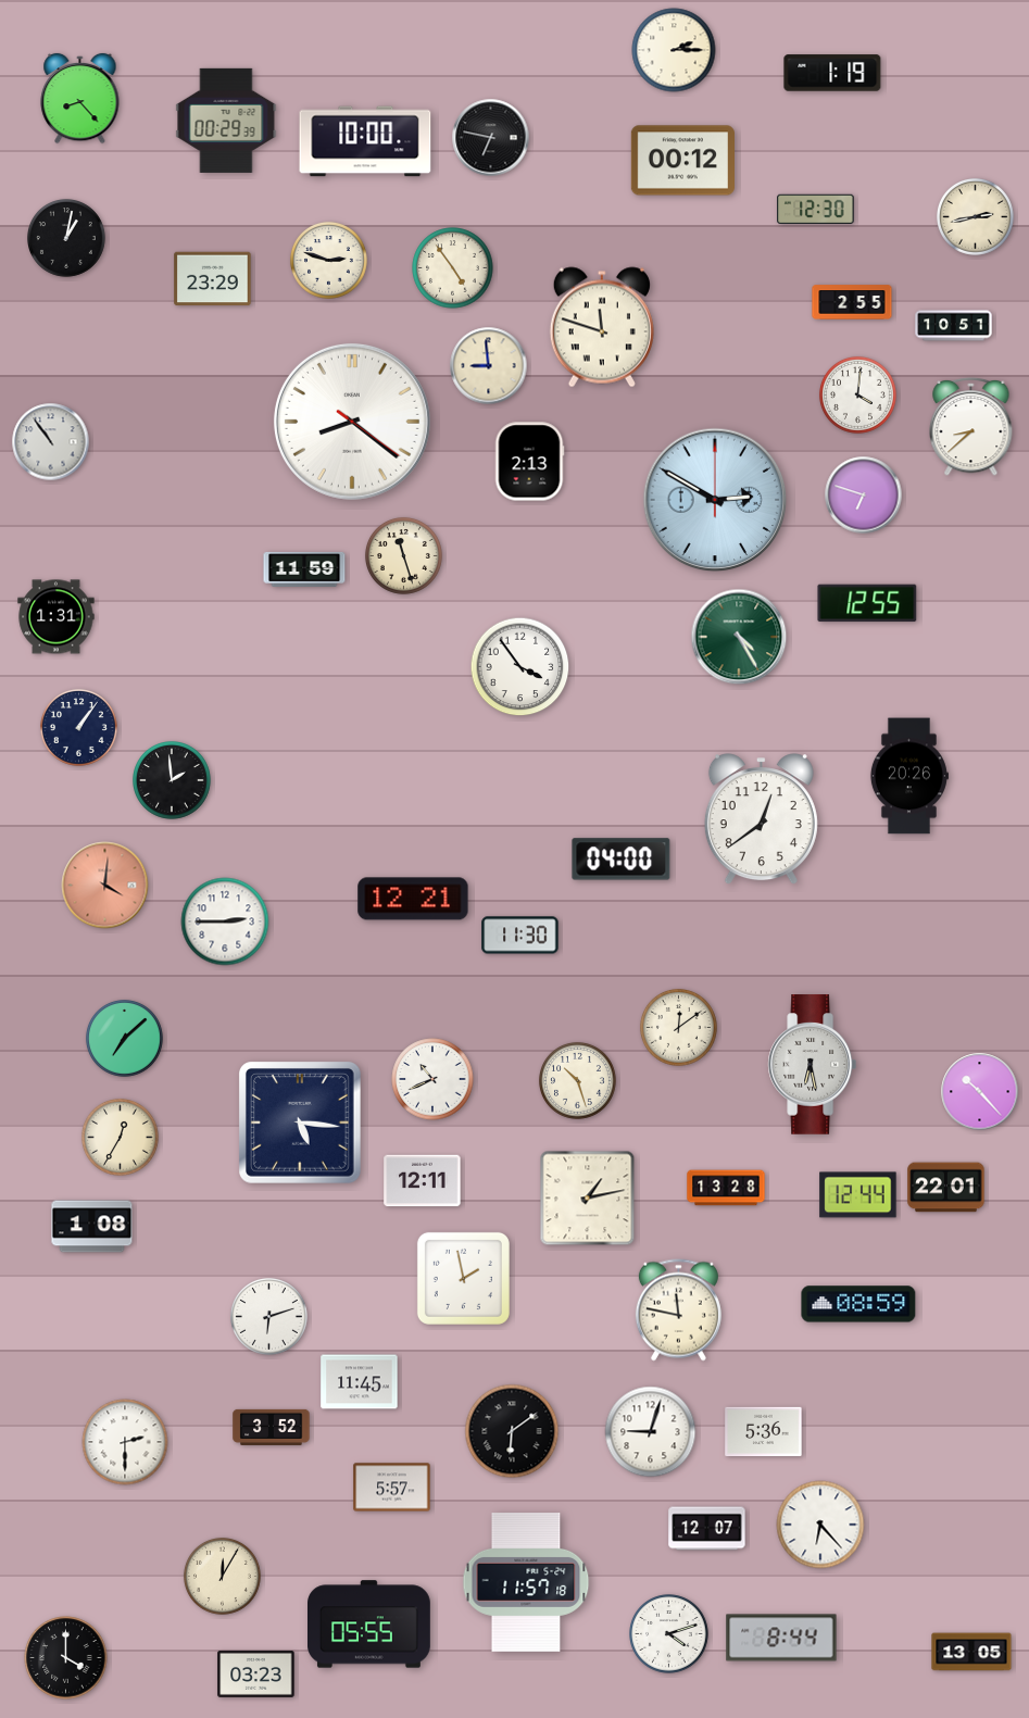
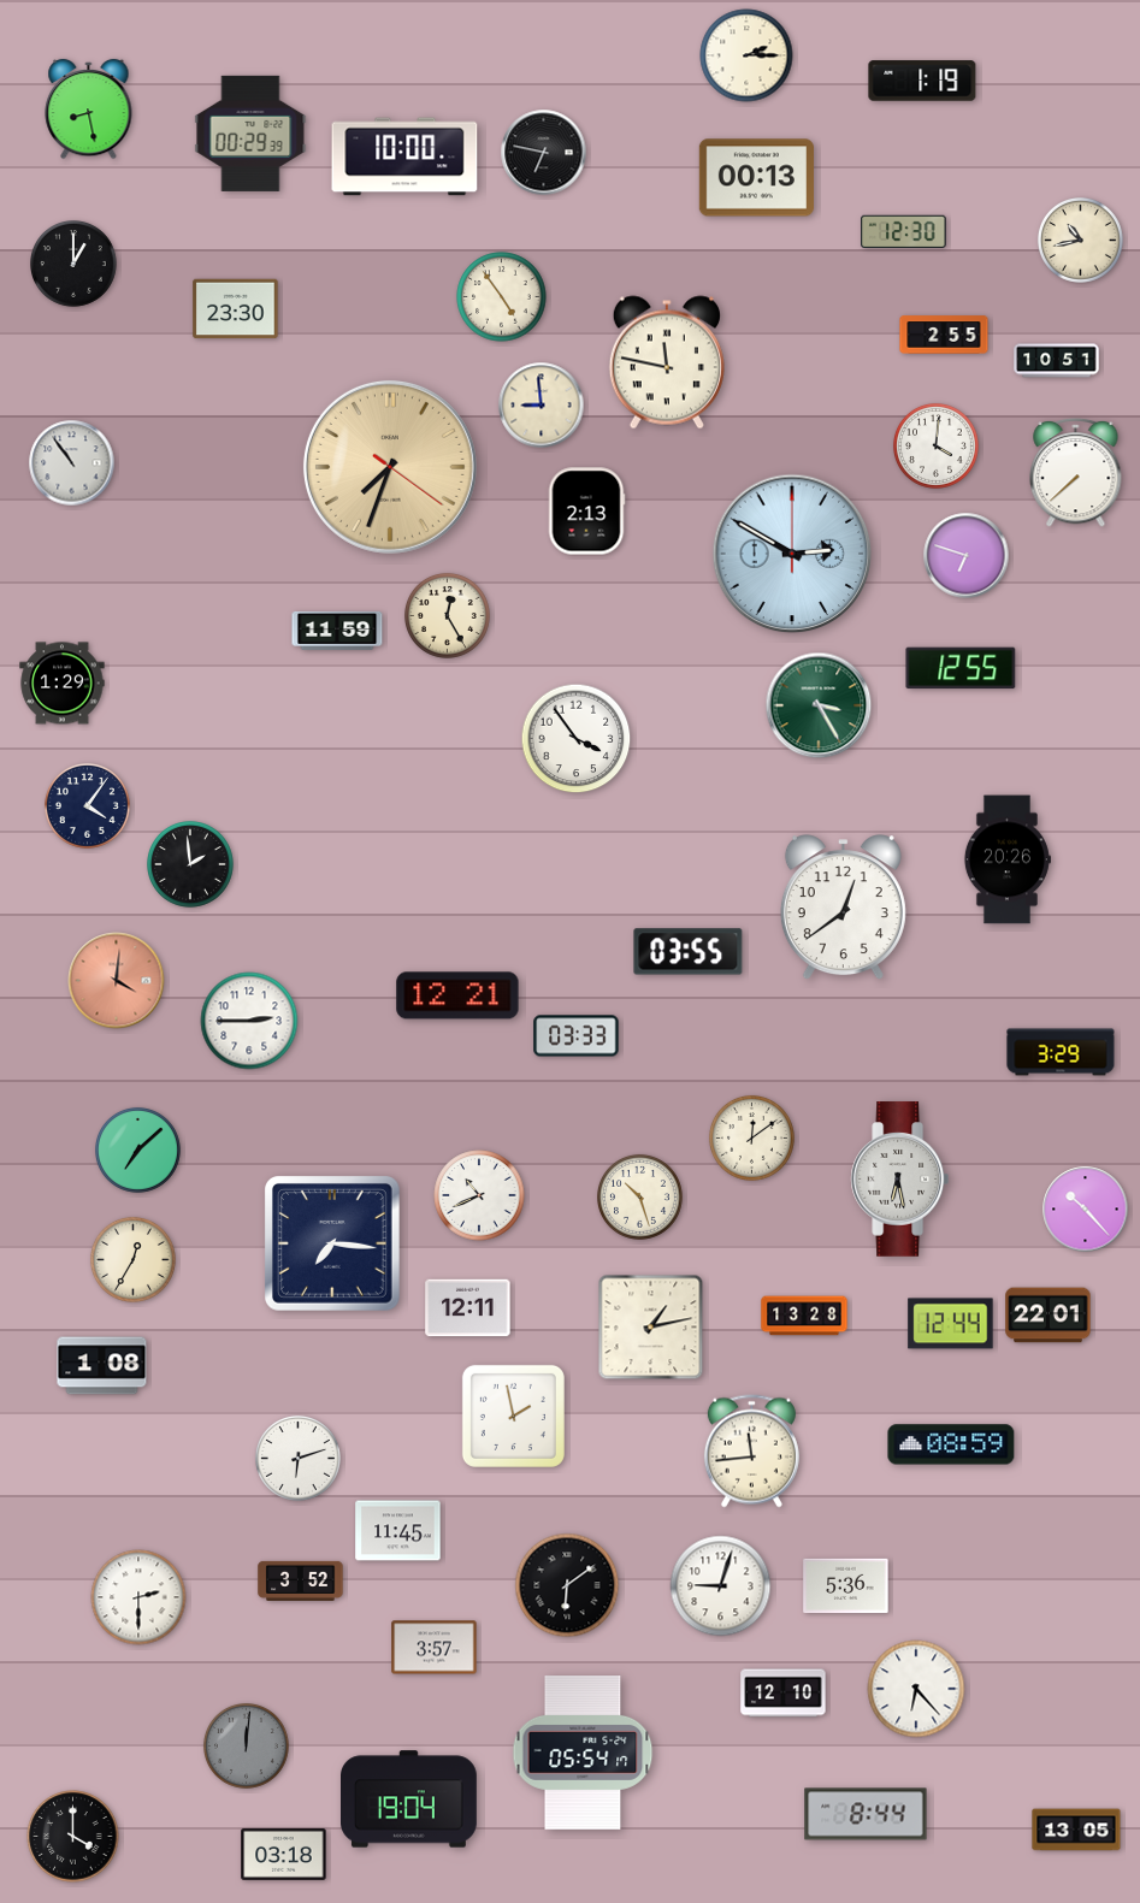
clock at (80, 99): 8:23 -> 8:28
clock at (682, 161): 00:12 -> 00:13
clock at (975, 216): 2:43 -> 10:43
clock at (67, 239): 1:02 -> 1:00
clock at (328, 260): 2:48 -> none
clock at (213, 279): 23:29 -> 23:30
clock at (602, 327): 11:48 -> 11:47
clock at (857, 394) position: (857, 394) -> (935, 445)
clock at (352, 422): 8:21 -> 7:33
clock at (352, 422) dial: white -> champagne
clock at (971, 426): 8:38 -> 7:38
clock at (51, 442) position: (51, 442) -> (72, 463)
clock at (864, 496) position: (864, 496) -> (967, 556)
clock at (403, 555): 11:27 -> 12:25
clock at (57, 617): 1:31 -> 1:29
clock at (739, 637): 4:25 -> 3:25
clock at (78, 727): 1:06 -> 4:06
clock at (622, 860): 04:00 -> 03:55
clock at (520, 936): 11:30 -> 03:33
clock at (1061, 1052): none -> 3:29
clock at (301, 1124): 5:16 -> 7:16
clock at (92, 1227) position: (92, 1227) -> (102, 1366)
clock at (678, 1311): 11:47 -> 11:44
clock at (392, 1488): 5:57 -> 3:57
clock at (820, 1525) position: (820, 1525) -> (916, 1689)
clock at (707, 1529): 12:07 -> 12:10
clock at (222, 1576): 12:05 -> 12:01
clock at (222, 1576) dial: cream -> grey
clock at (526, 1583): 11:57 -> 05:54
clock at (369, 1625): 05:55 -> 19:04
clock at (669, 1634): 4:12 -> none
clock at (256, 1673): 03:23 -> 03:18
